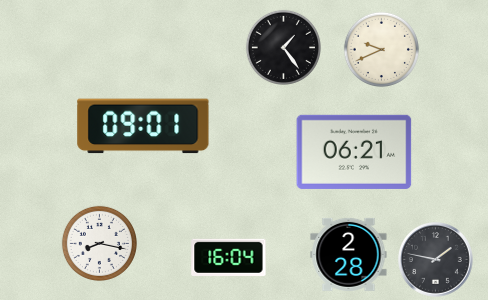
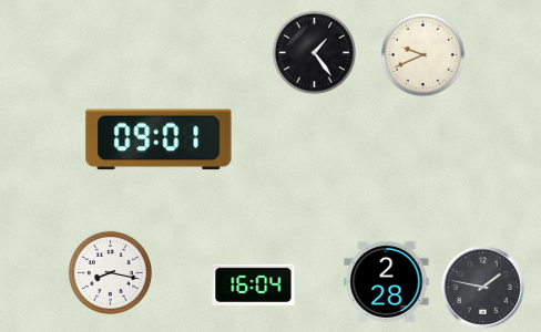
clock at (354, 152): 06:21 -> none
clock at (99, 243) position: (99, 243) -> (110, 272)
